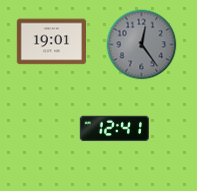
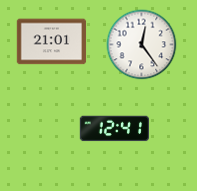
clock at (52, 42): 19:01 -> 21:01
clock at (142, 45) dial: grey -> white
